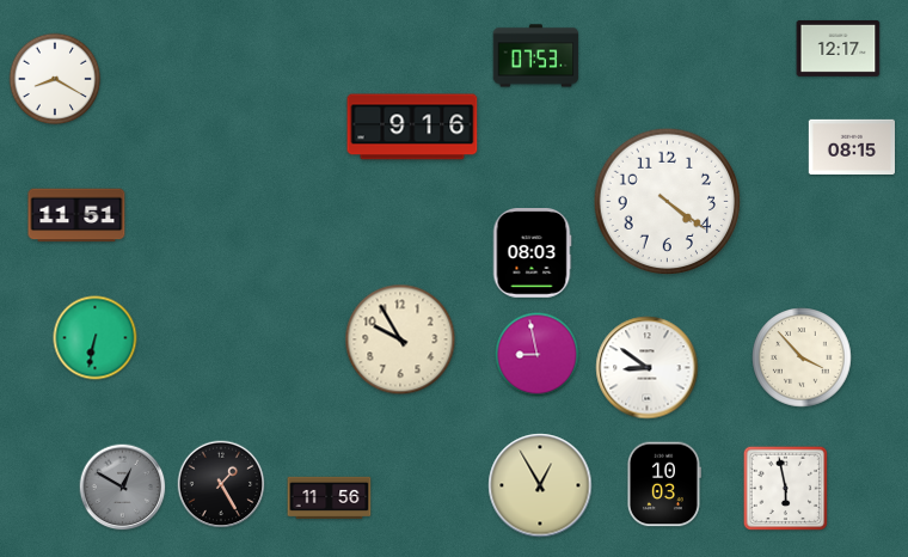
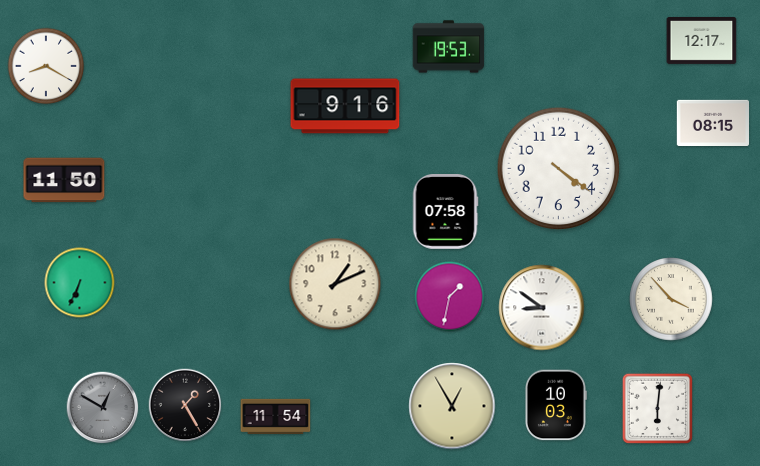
clock at (536, 56): 07:53 -> 19:53
clock at (76, 215): 11:51 -> 11:50
clock at (532, 253): 08:03 -> 07:58
clock at (96, 338): 6:32 -> 6:34
clock at (400, 339): 9:55 -> 1:11
clock at (538, 355): 8:58 -> 1:32
clock at (785, 488): 5:58 -> 6:01
clock at (330, 497): 11:56 -> 11:54
